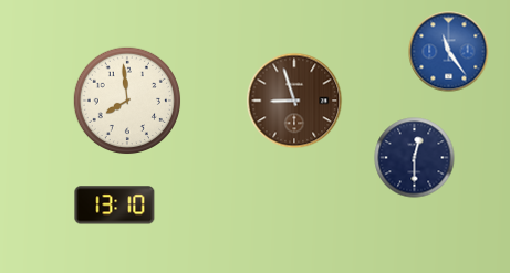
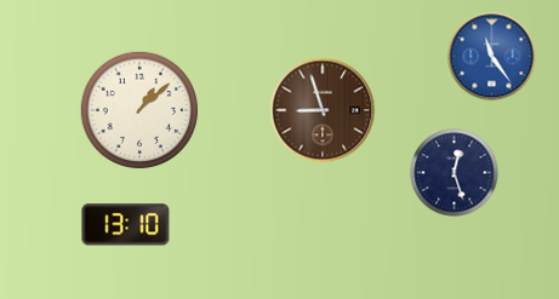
clock at (127, 101): 7:59 -> 1:08
clock at (415, 158): 12:30 -> 12:27
